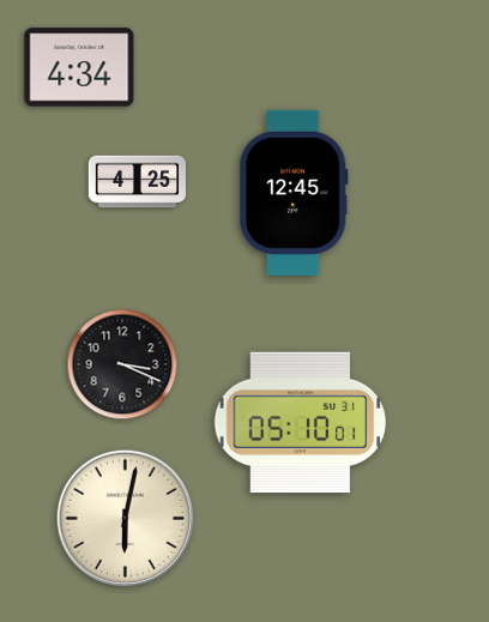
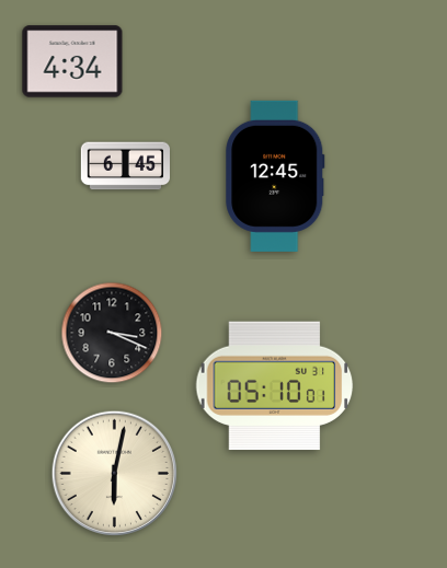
clock at (138, 182): 4:25 -> 6:45
clock at (294, 193) position: (294, 193) -> (275, 176)
